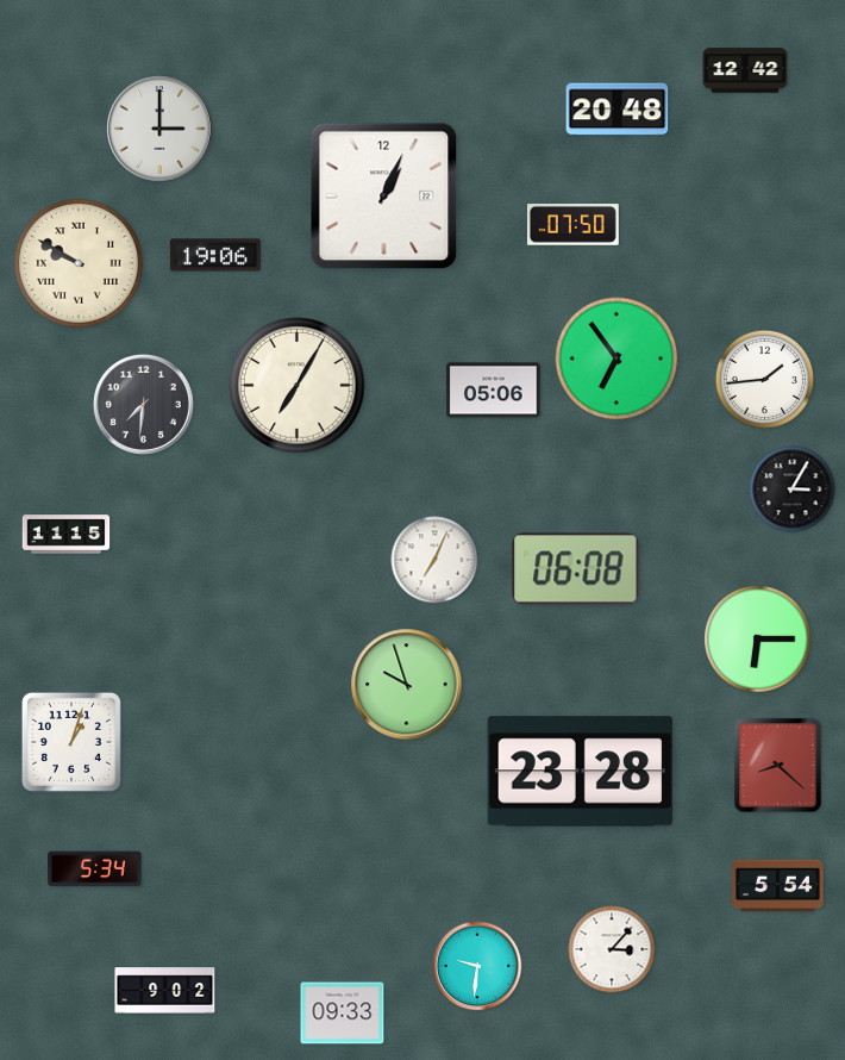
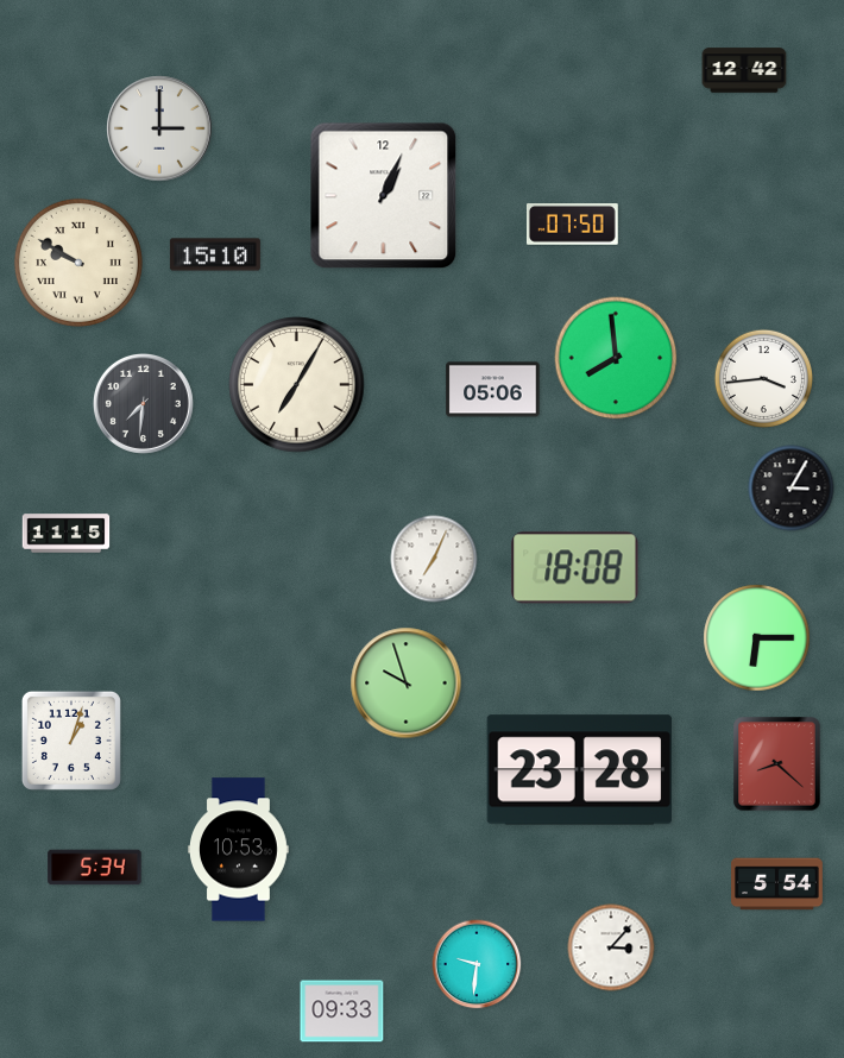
clock at (618, 110): 20:48 -> none
clock at (215, 255): 19:06 -> 15:10
clock at (616, 358): 6:54 -> 7:59
clock at (764, 379): 1:44 -> 3:44
clock at (576, 569): 06:08 -> 18:08
clock at (239, 850): none -> 10:53
clock at (165, 991): 9:02 -> none
